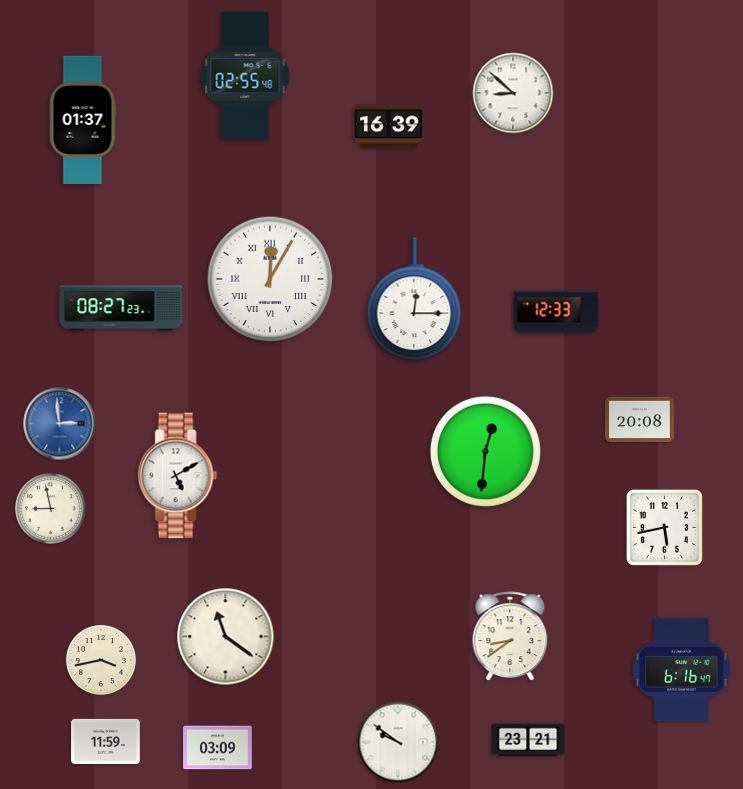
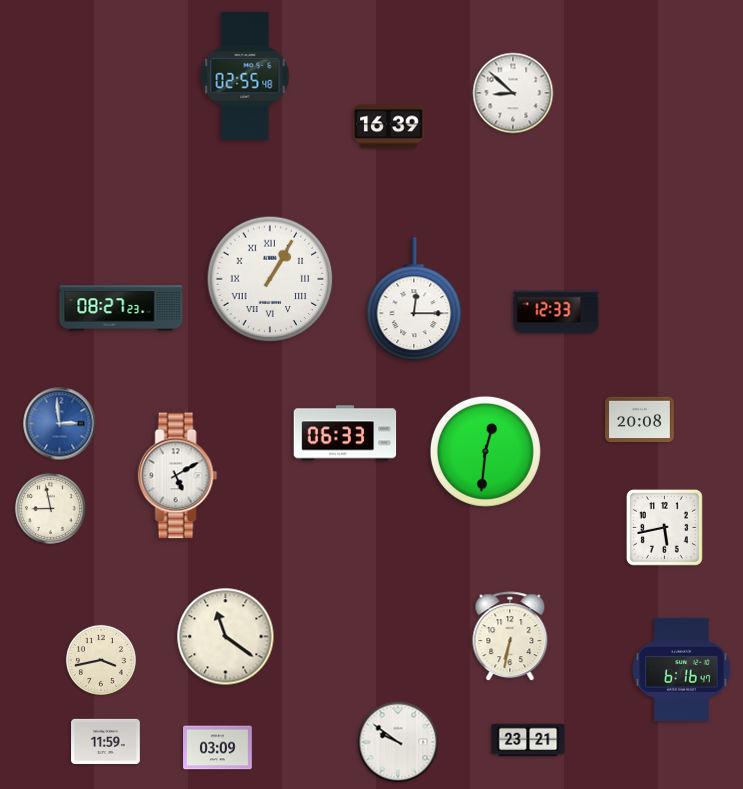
clock at (83, 120): 01:37 -> none
clock at (270, 279): 12:05 -> 1:05
clock at (345, 433): none -> 06:33
clock at (510, 637): 8:39 -> 6:32
